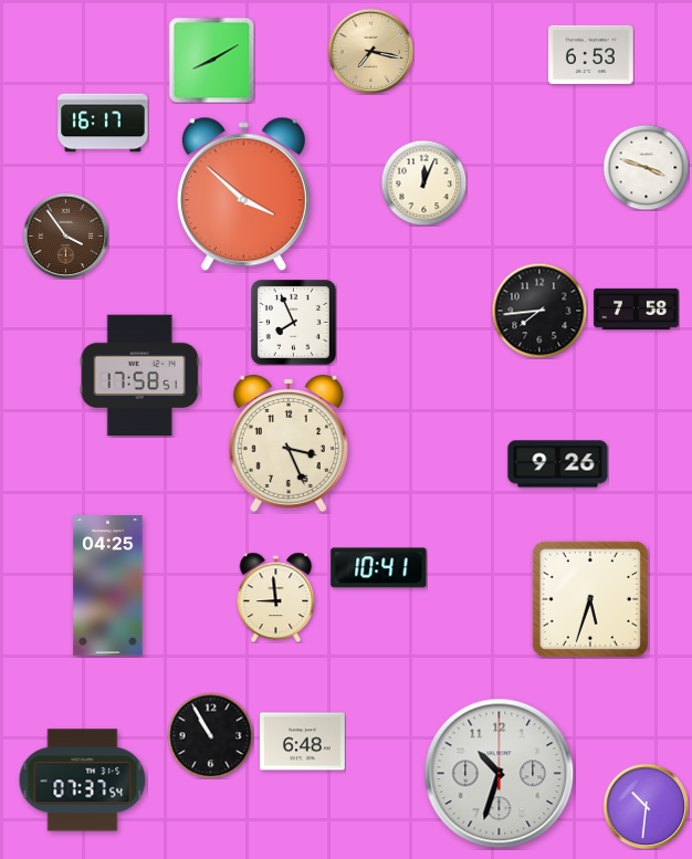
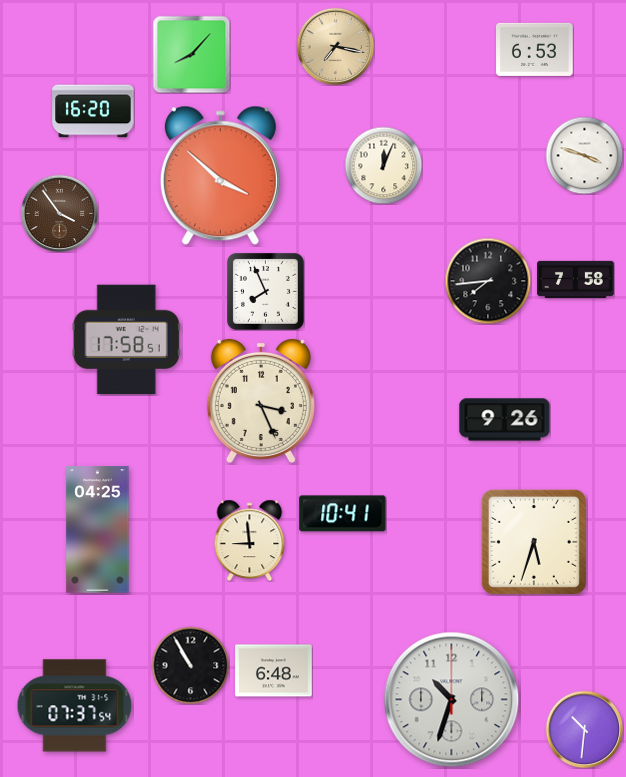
clock at (211, 60): 8:10 -> 8:07
clock at (103, 123): 16:17 -> 16:20
clock at (646, 167) position: (646, 167) -> (584, 155)
